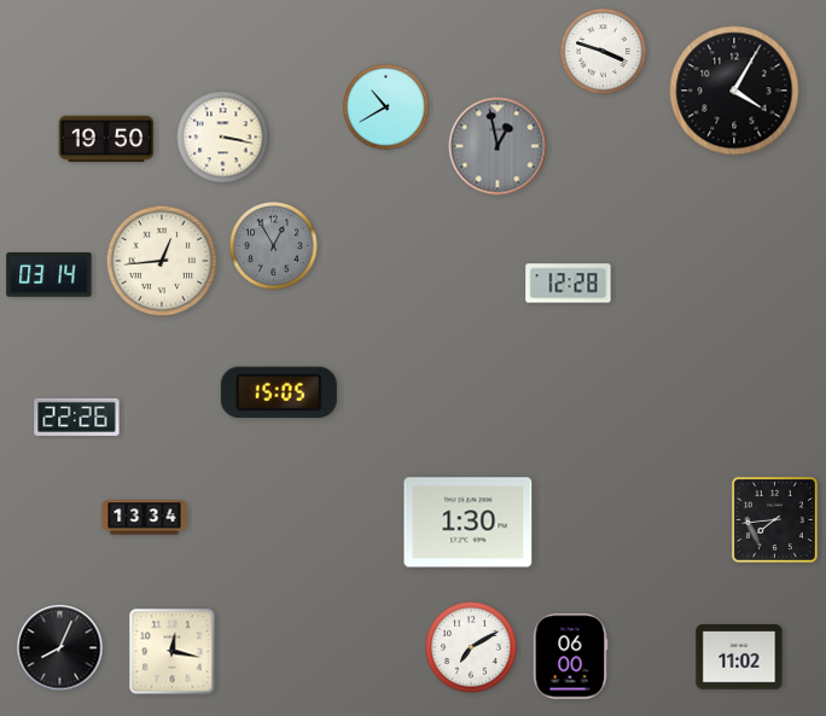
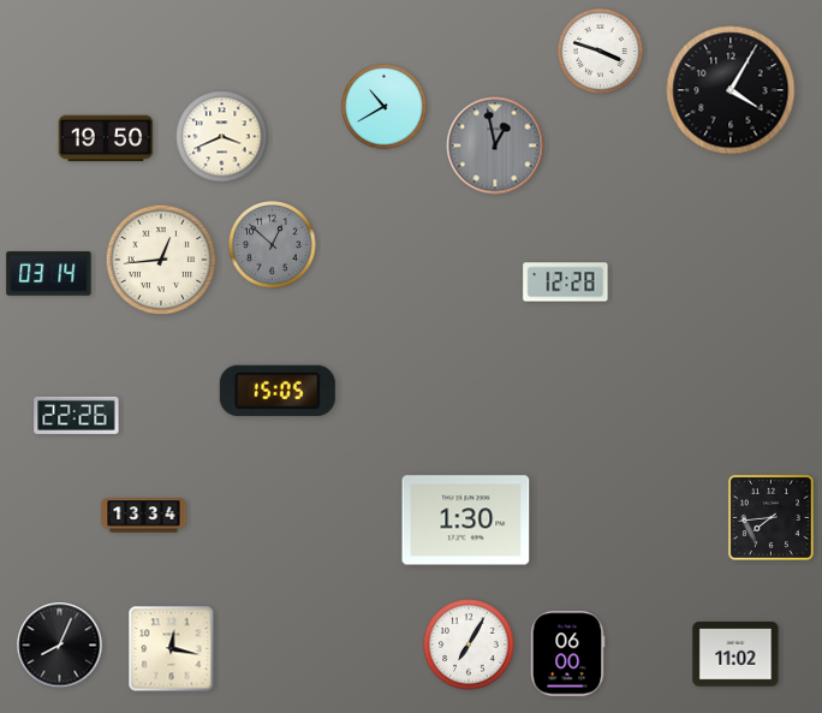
clock at (223, 138): 3:17 -> 3:41
clock at (274, 246): 12:55 -> 12:52
clock at (471, 647): 7:10 -> 7:05
